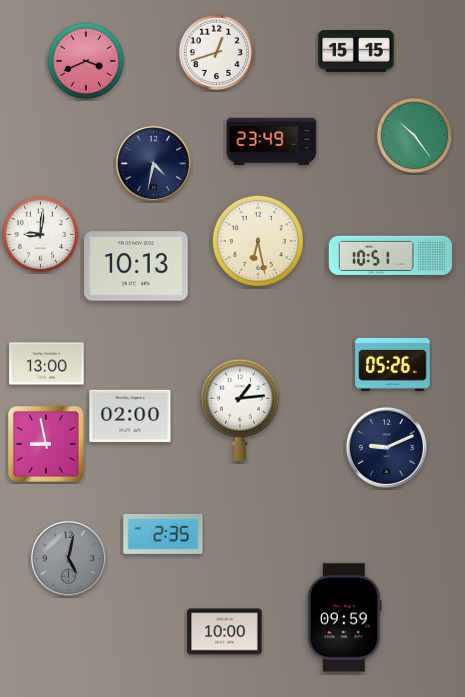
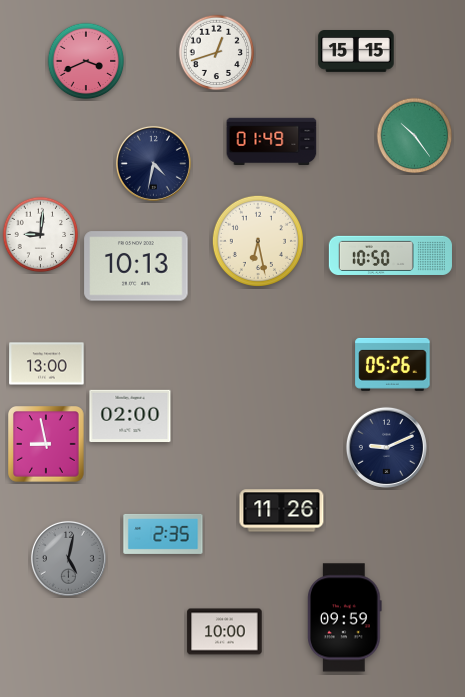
clock at (272, 142): 23:49 -> 01:49
clock at (390, 255): 10:51 -> 10:50
clock at (240, 410): 1:14 -> none
clock at (282, 511): none -> 11:26
